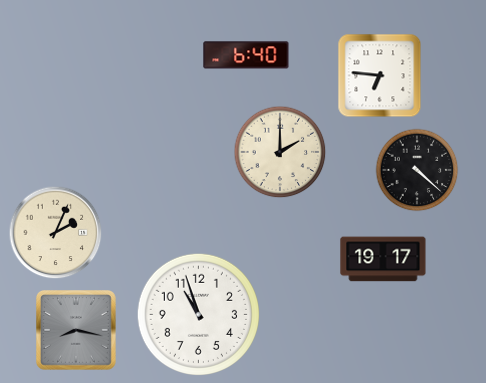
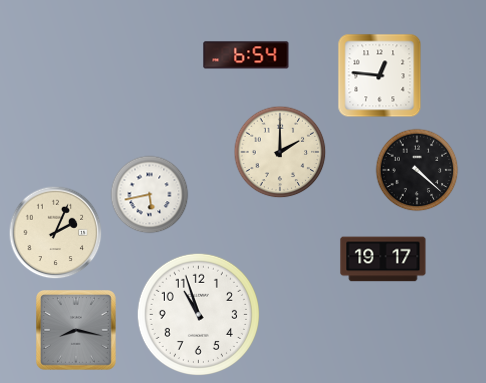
clock at (246, 55): 6:40 -> 6:54
clock at (380, 76): 6:46 -> 12:46
clock at (150, 195): none -> 5:43
